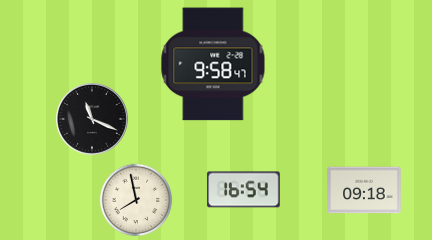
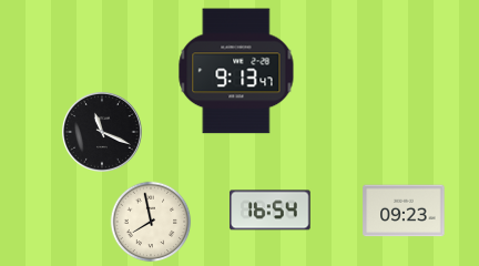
clock at (213, 64): 9:58 -> 9:13
clock at (364, 190): 09:18 -> 09:23
